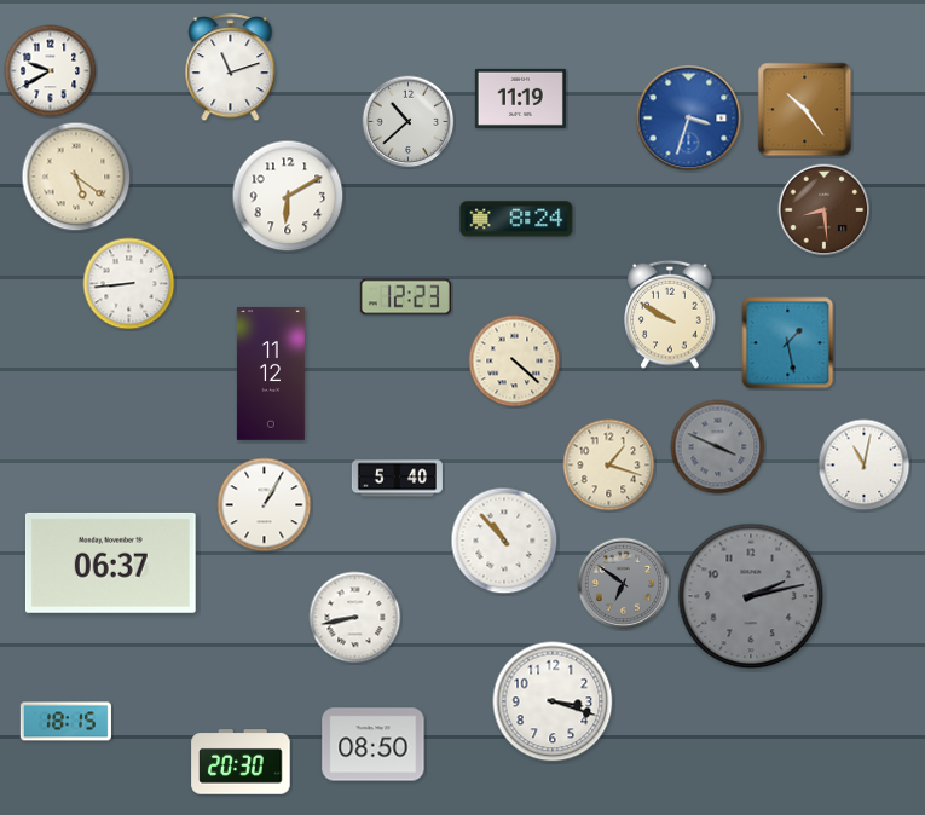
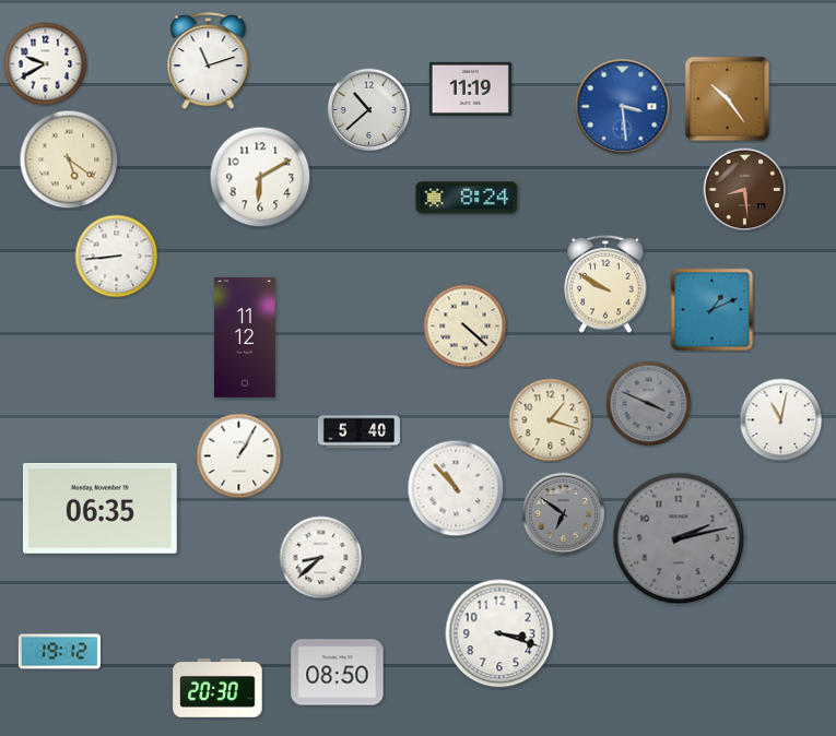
clock at (689, 119): 3:33 -> 3:29
clock at (405, 297): 12:23 -> none
clock at (788, 343): 1:28 -> 1:11
clock at (110, 562): 06:37 -> 06:35
clock at (624, 584) position: (624, 584) -> (564, 514)
clock at (355, 618): 8:43 -> 8:38
clock at (65, 722): 18:15 -> 19:12
